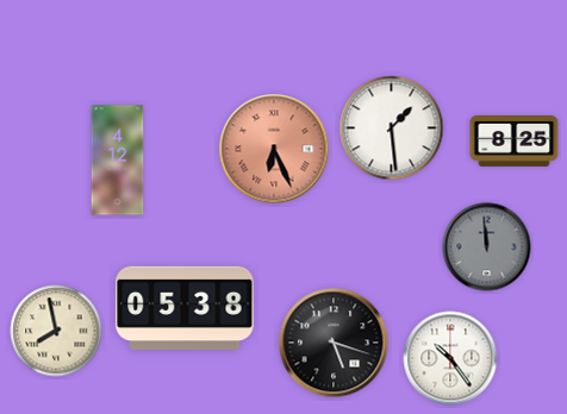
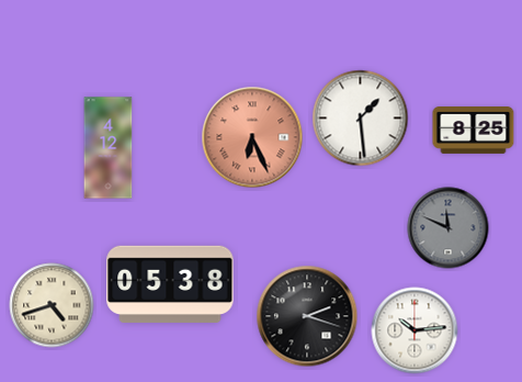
clock at (487, 247): 11:59 -> 11:49
clock at (56, 331): 7:58 -> 4:42
clock at (334, 343): 5:18 -> 2:18
clock at (450, 358): 10:24 -> 10:14
